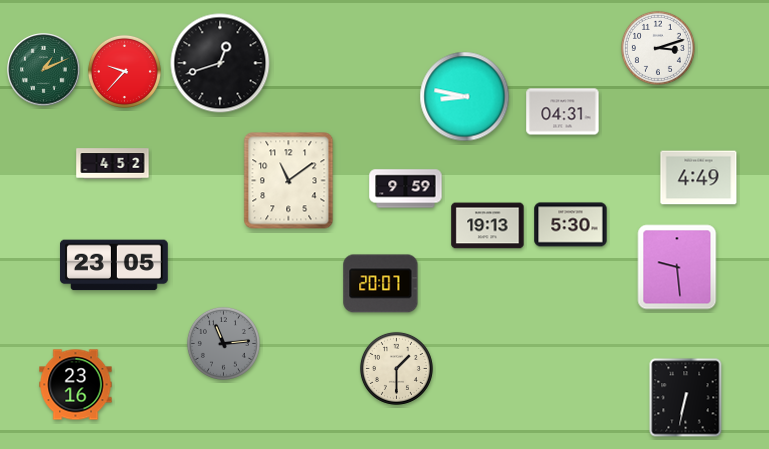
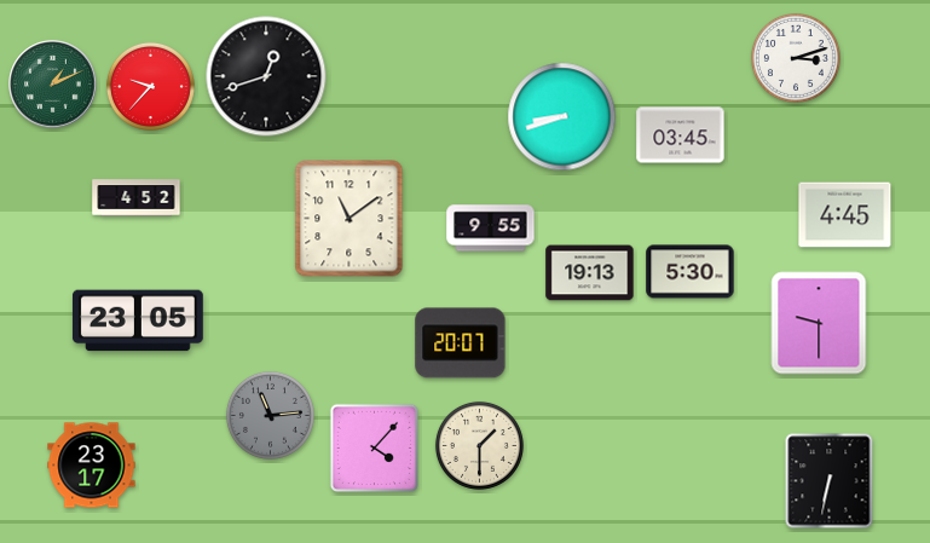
clock at (465, 97): 8:47 -> 8:42
clock at (563, 112): 04:31 -> 03:45
clock at (699, 178): 4:49 -> 4:45
clock at (406, 189): 9:59 -> 9:55
clock at (677, 267): 9:29 -> 9:30
clock at (374, 447): none -> 4:07
clock at (76, 385): 23:16 -> 23:17
